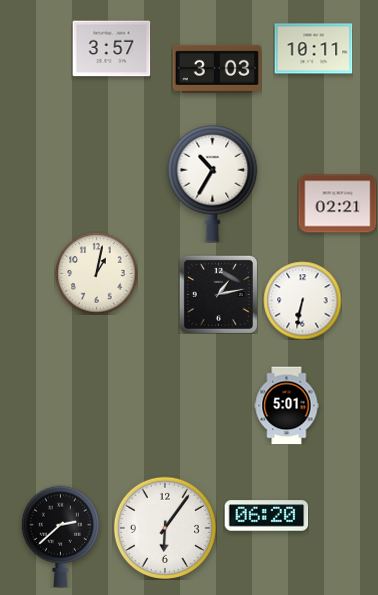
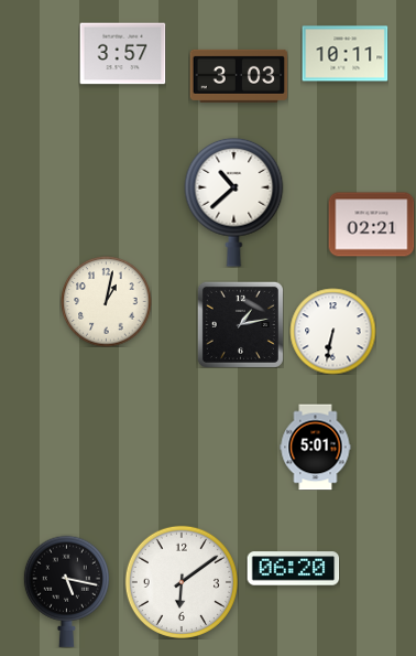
clock at (213, 183): 10:35 -> 10:38
clock at (165, 528): 6:06 -> 6:09
clock at (60, 536): 2:38 -> 5:17
